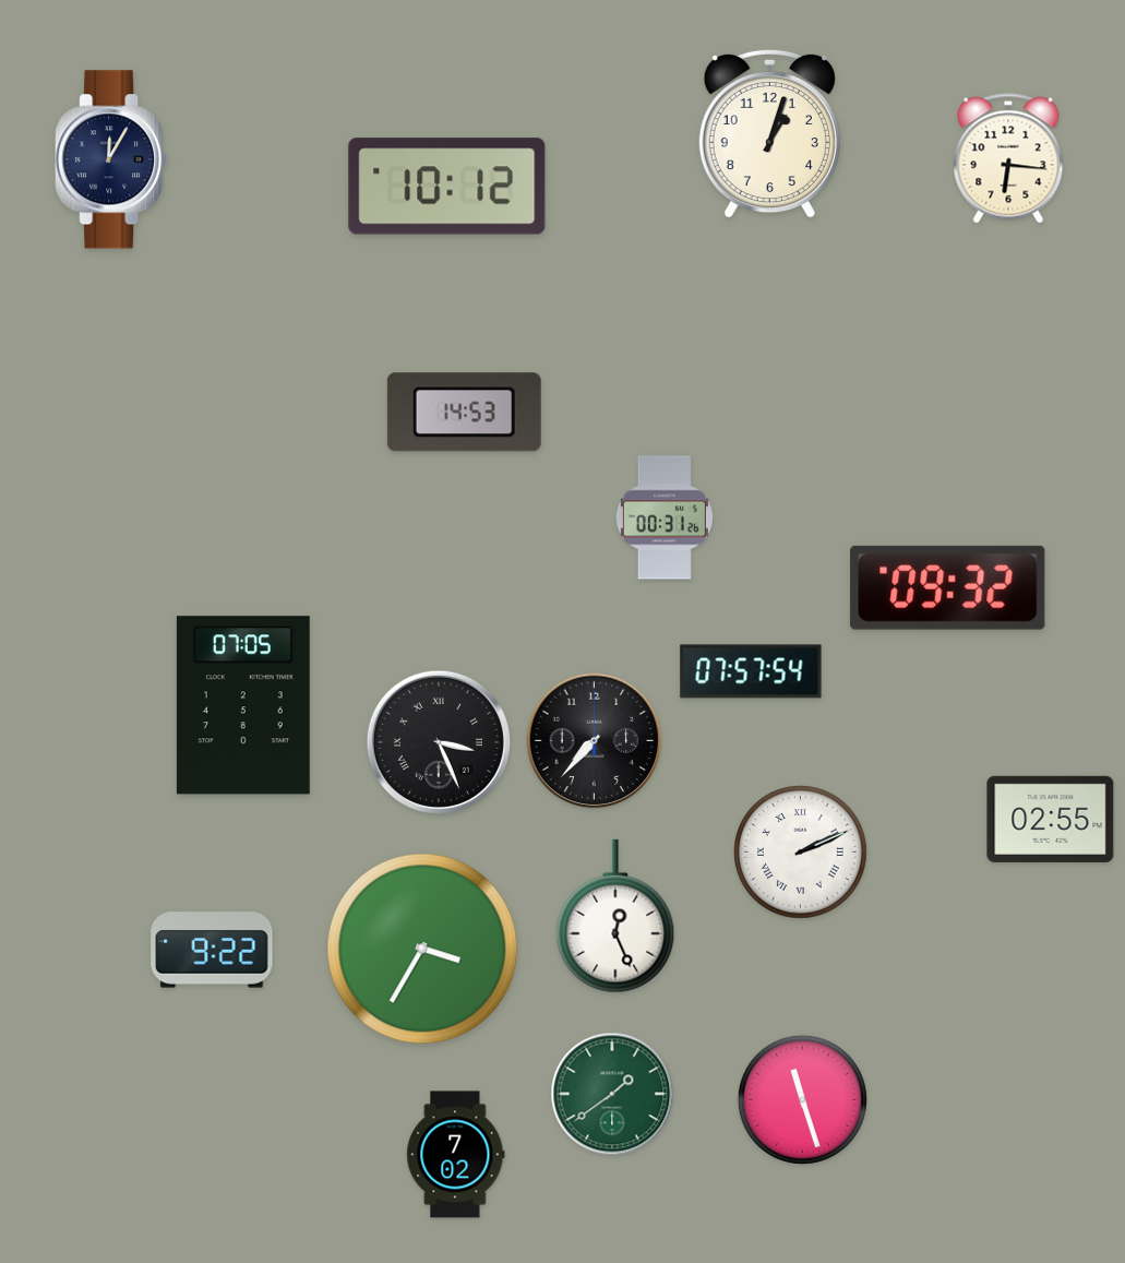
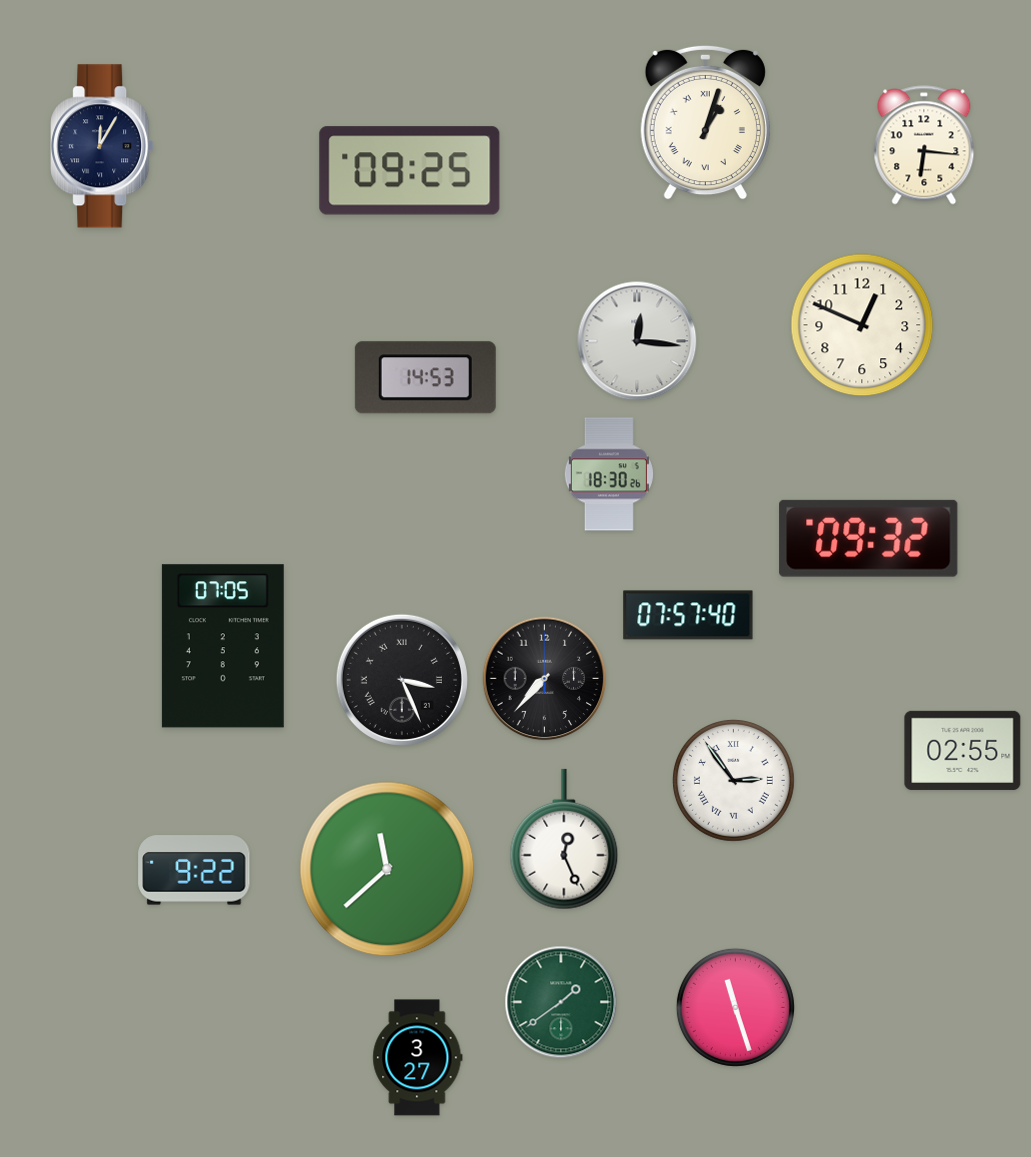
clock at (769, 133) numerals: Arabic -> Roman
clock at (447, 187): 10:12 -> 09:25
clock at (862, 325): none -> 12:49
clock at (637, 341): none -> 12:16
clock at (665, 517): 00:31 -> 18:30
clock at (751, 671): 07:57:54 -> 07:57:40
clock at (800, 851): 2:11 -> 2:54
clock at (422, 949): 3:35 -> 11:38
clock at (456, 1155): 7:02 -> 3:27
